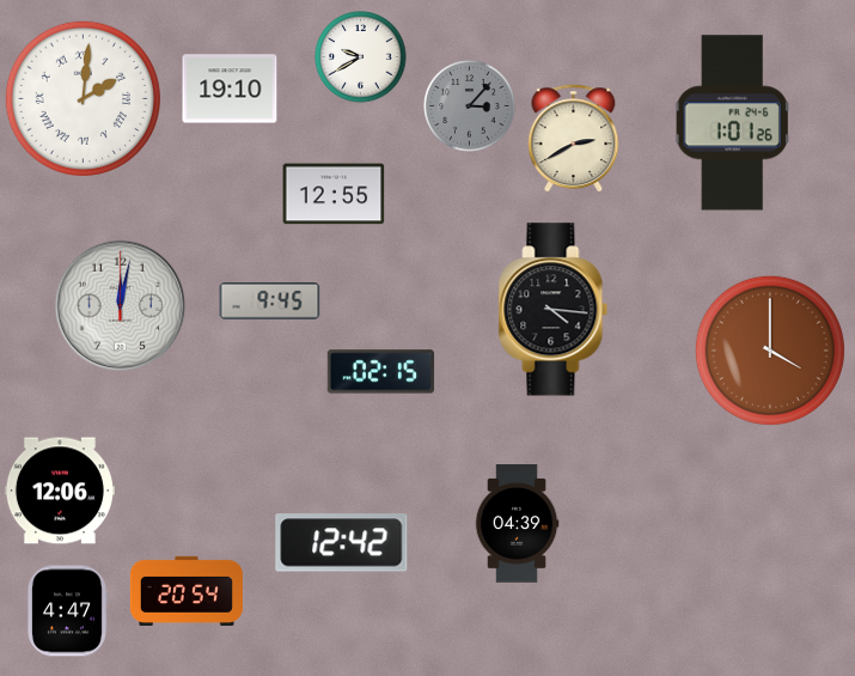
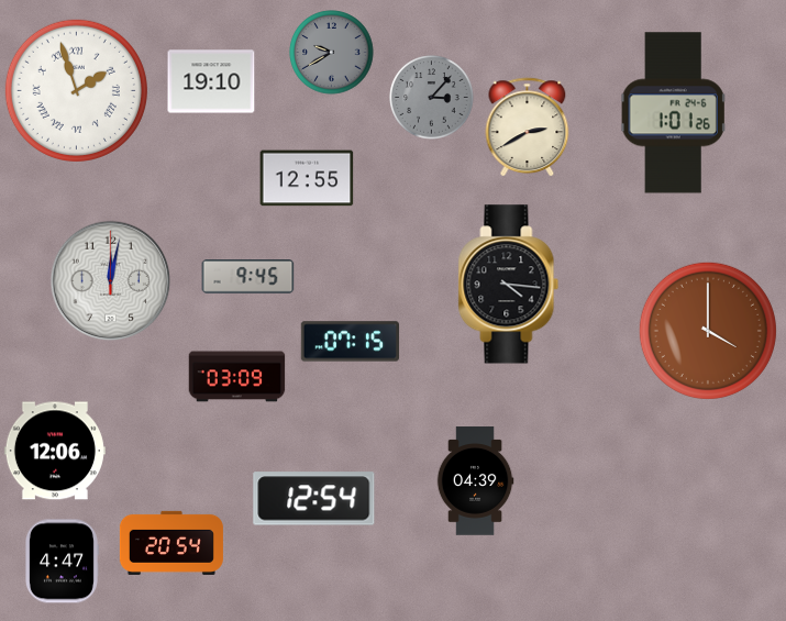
clock at (361, 57) dial: white -> grey
clock at (83, 98): 2:01 -> 1:57
clock at (770, 351) position: (770, 351) -> (708, 331)
clock at (381, 372): 02:15 -> 07:15
clock at (237, 377): none -> 03:09
clock at (342, 543): 12:42 -> 12:54
